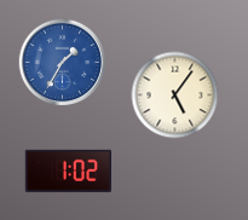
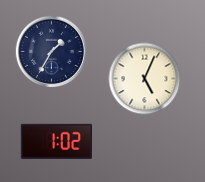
clock at (63, 63) dial: blue -> navy
clock at (175, 95): 5:06 -> 5:04
